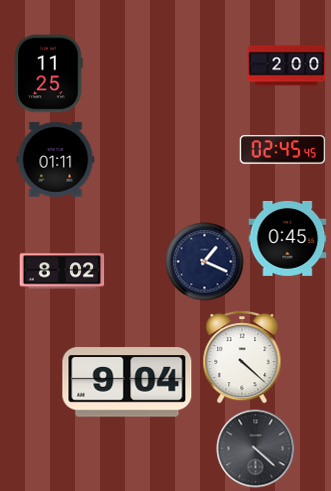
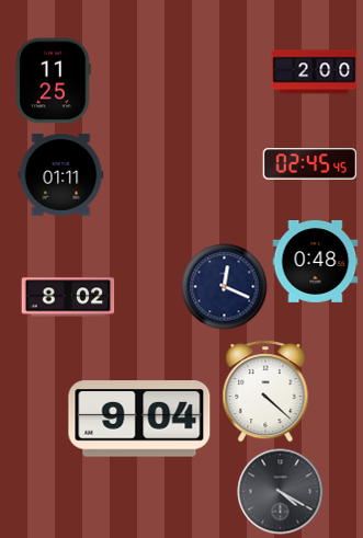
clock at (287, 238): 0:45 -> 0:48
clock at (204, 261): 1:19 -> 12:19
clock at (255, 448): 4:22 -> 4:20
